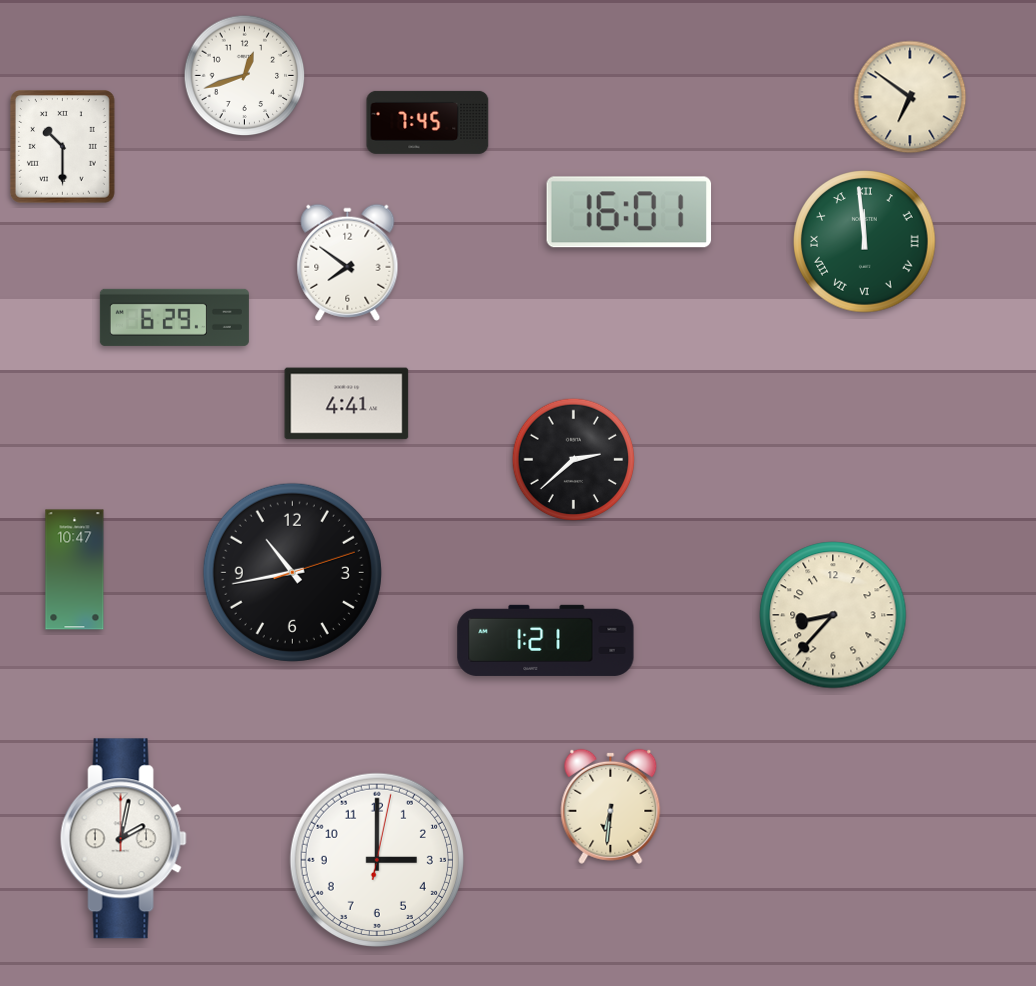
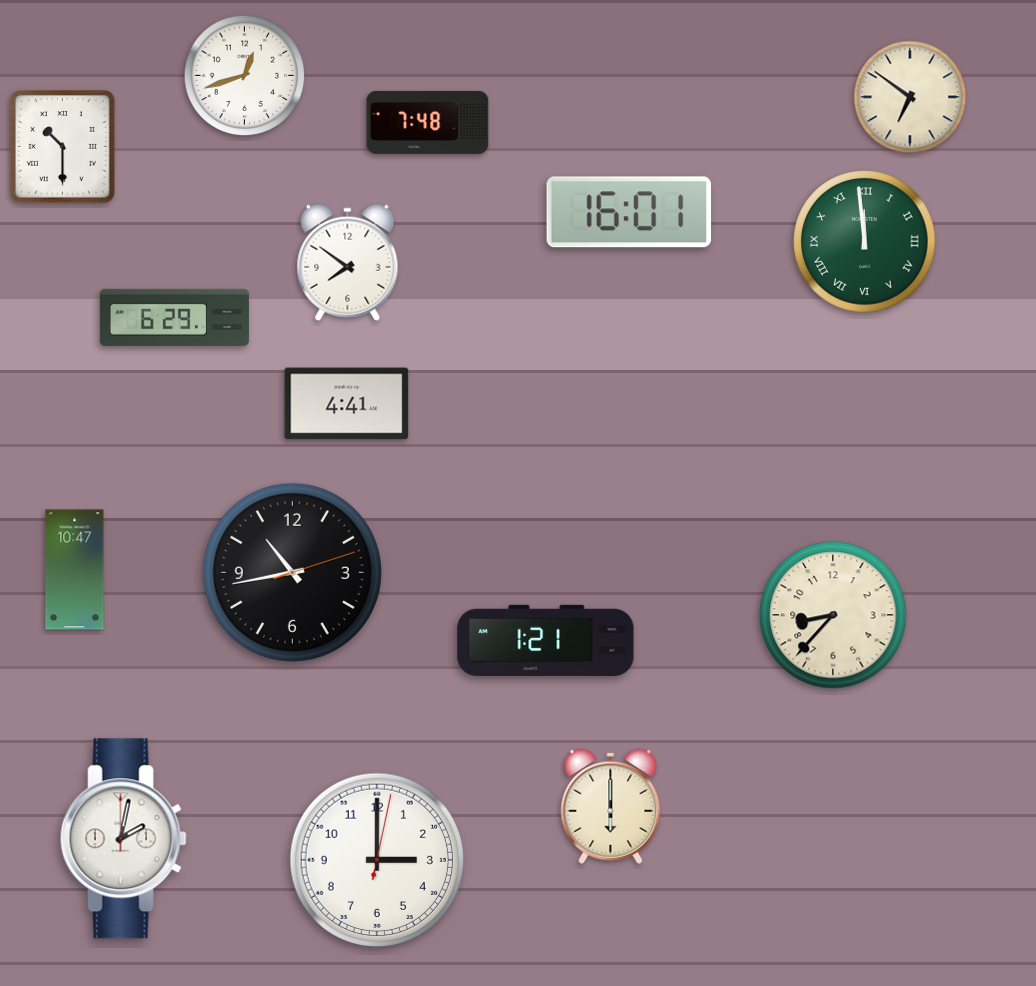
clock at (428, 122): 7:45 -> 7:48
clock at (574, 460): 2:38 -> none
clock at (611, 806): 6:31 -> 6:00
